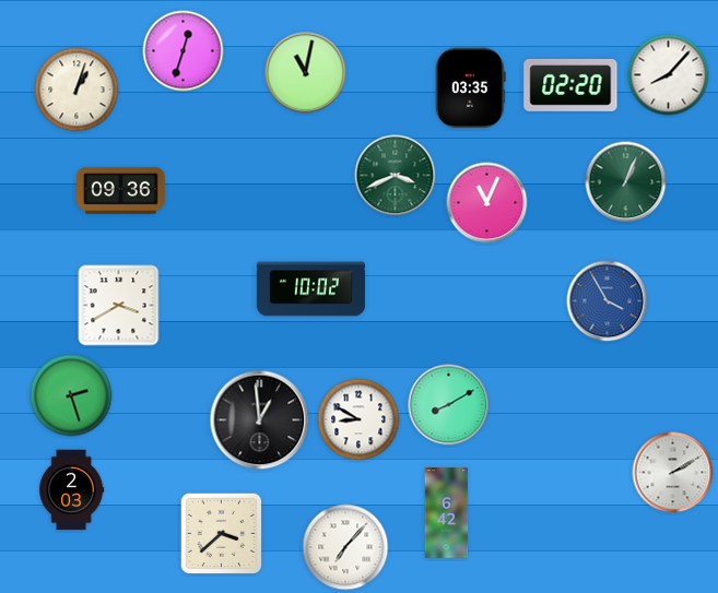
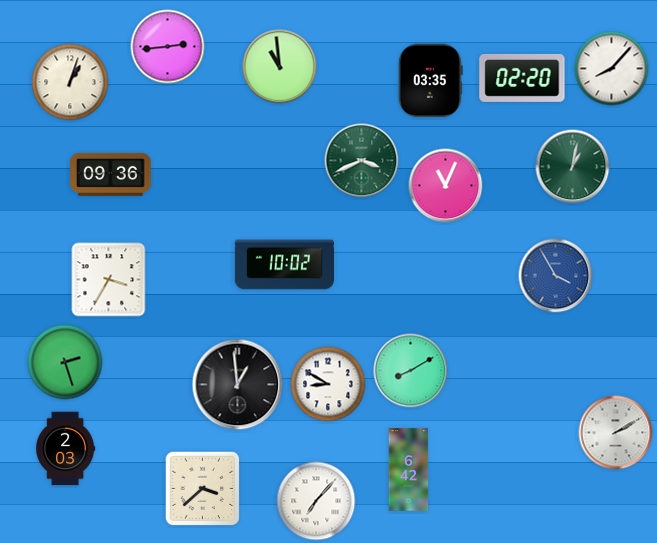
clock at (184, 51): 12:33 -> 2:44
clock at (306, 73): 11:02 -> 10:59
clock at (626, 182): 1:04 -> 1:02
clock at (119, 306): 3:40 -> 3:35
